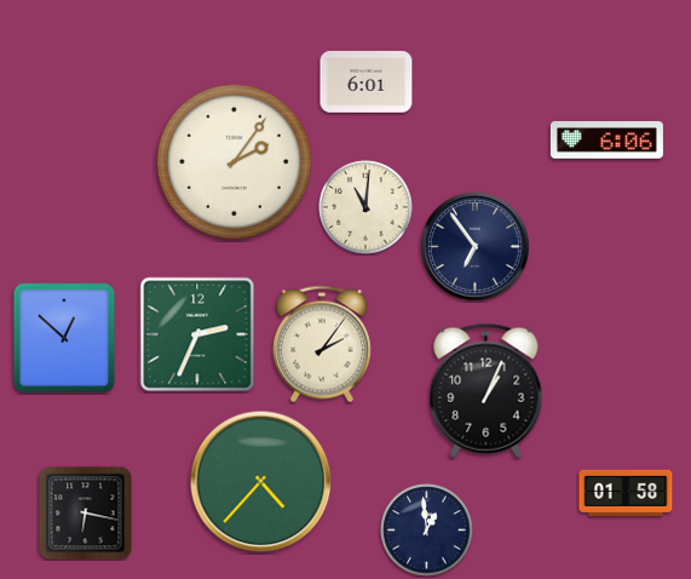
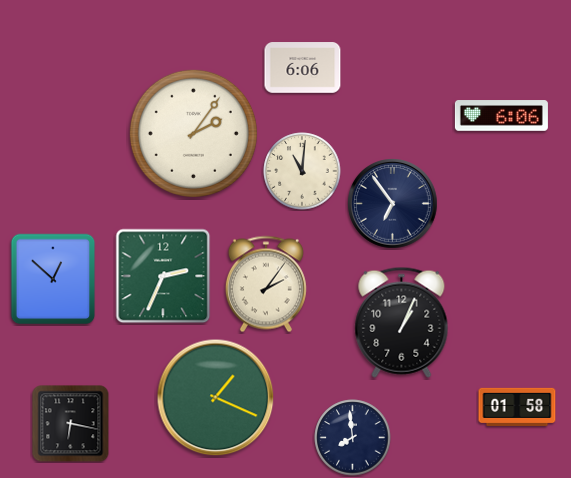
clock at (367, 82): 6:01 -> 6:06
clock at (261, 482): 4:37 -> 1:19
clock at (427, 531): 12:59 -> 7:59
